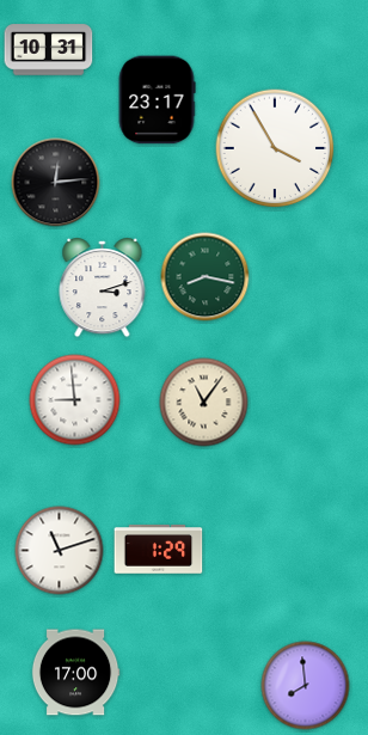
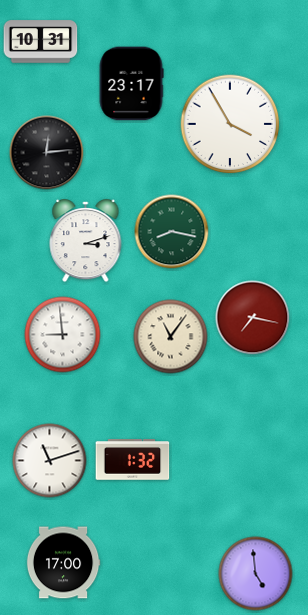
clock at (253, 318): none -> 7:17
clock at (159, 550): 1:29 -> 1:32
clock at (306, 686): 7:59 -> 4:59
